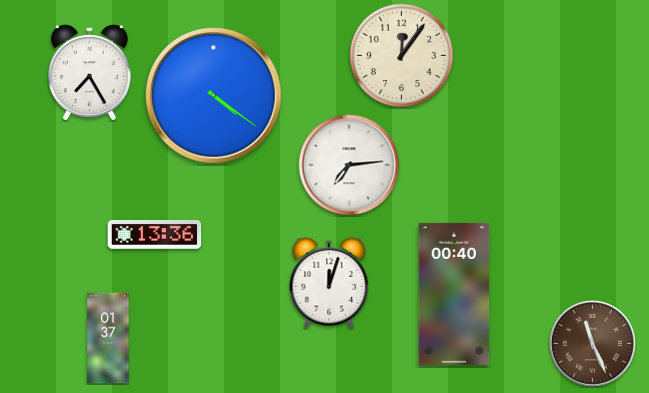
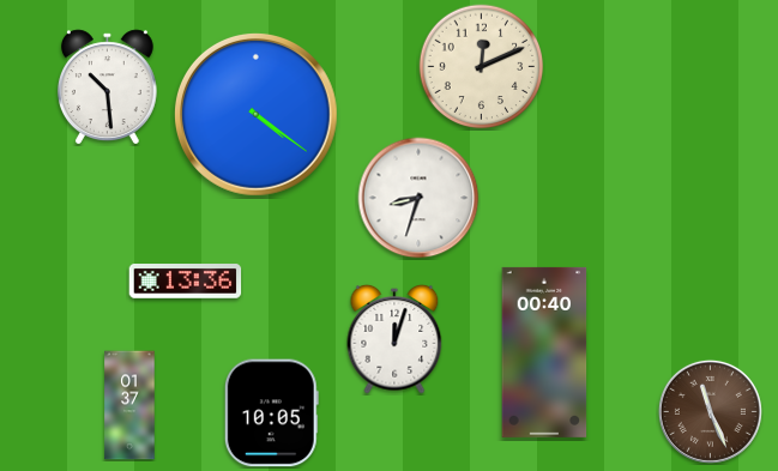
clock at (402, 56): 12:06 -> 12:11
clock at (89, 72): 7:25 -> 10:29
clock at (349, 165): 7:14 -> 8:33
clock at (271, 413): none -> 10:05
